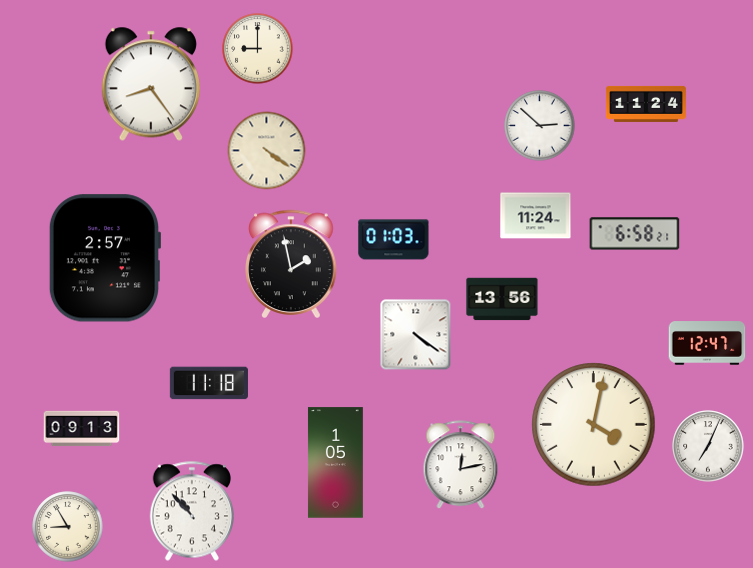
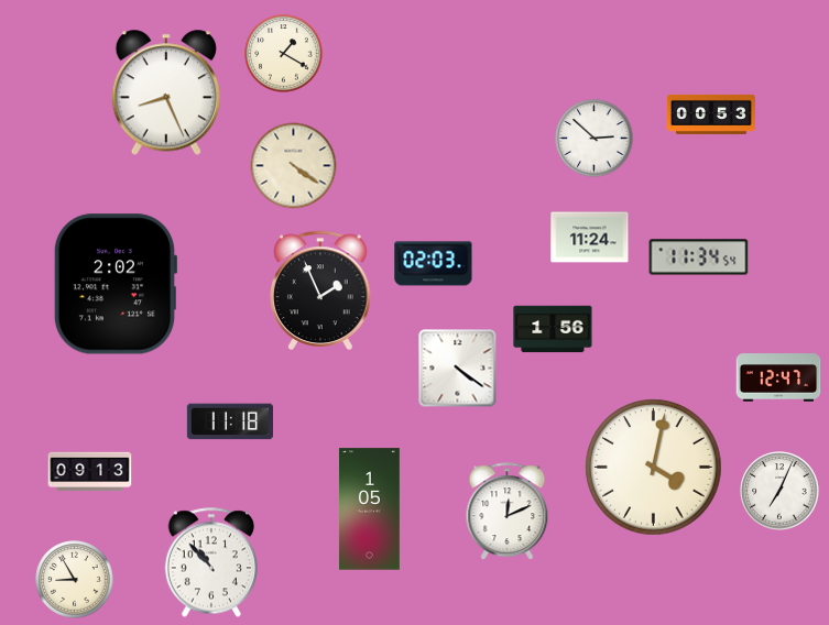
clock at (258, 49): 9:00 -> 1:20
clock at (151, 84): 8:24 -> 8:26
clock at (646, 104): 11:24 -> 00:53
clock at (635, 234): 6:58 -> 11:34
clock at (394, 240): 01:03 -> 02:03
clock at (104, 258): 2:57 -> 2:02
clock at (292, 263): 1:58 -> 1:56
clock at (502, 299): 13:56 -> 1:56
clock at (461, 465): 12:13 -> 12:11
